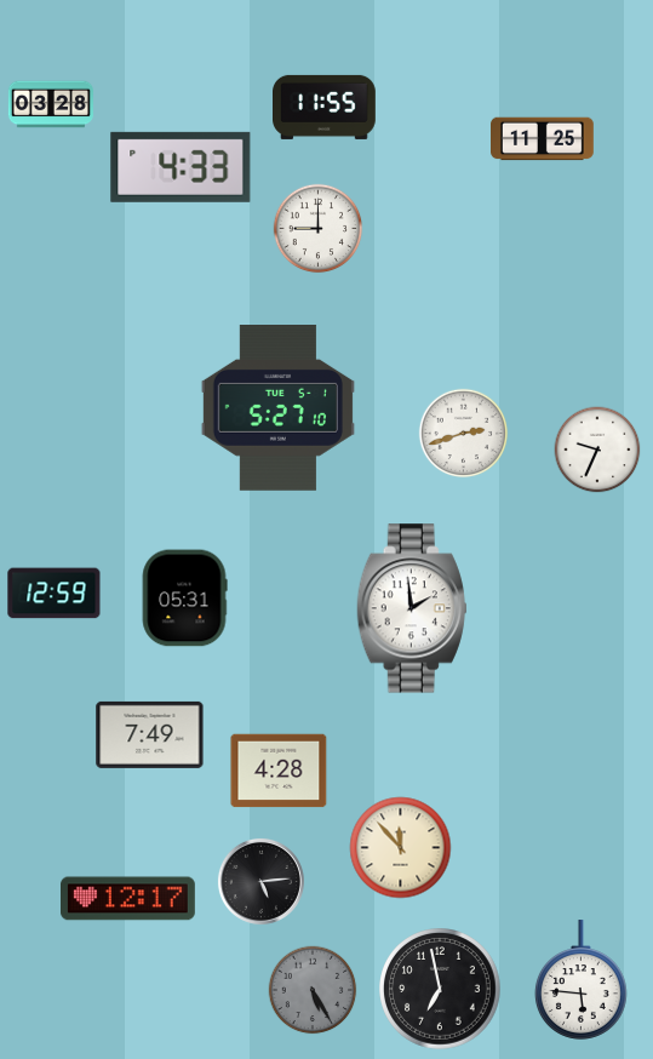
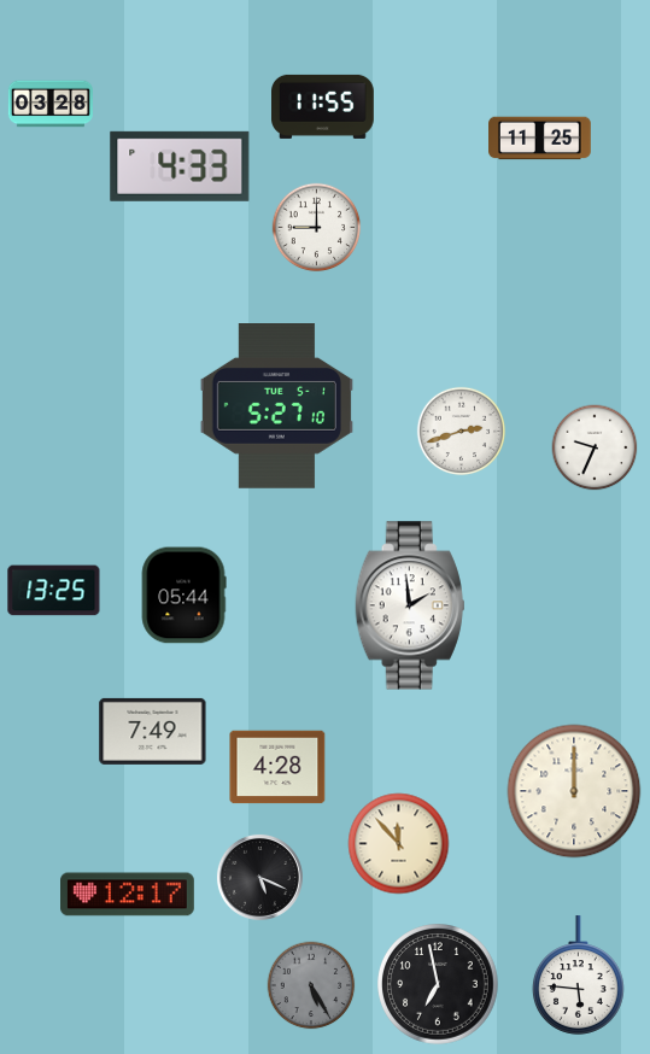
clock at (55, 594): 12:59 -> 13:25
clock at (184, 599): 05:31 -> 05:44
clock at (150, 734) position: (150, 734) -> (153, 731)
clock at (574, 791): none -> 12:00
clock at (260, 881): 5:14 -> 5:19
